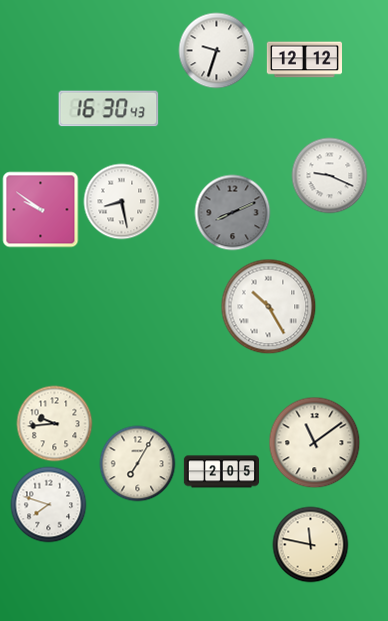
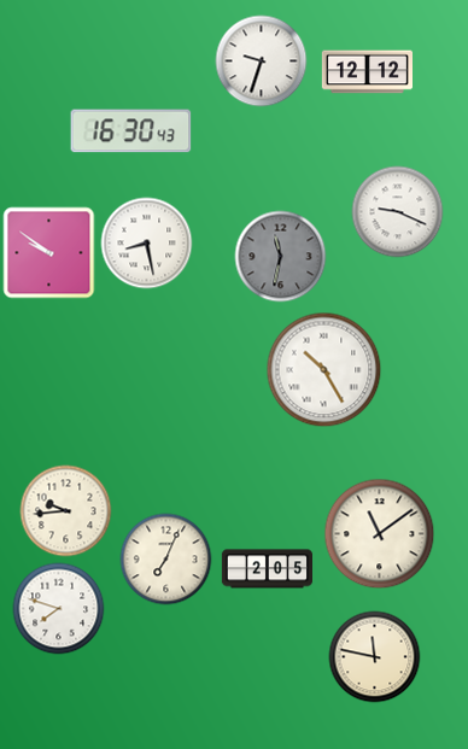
clock at (233, 213): 8:11 -> 11:32
clock at (138, 464): 7:05 -> 7:04
